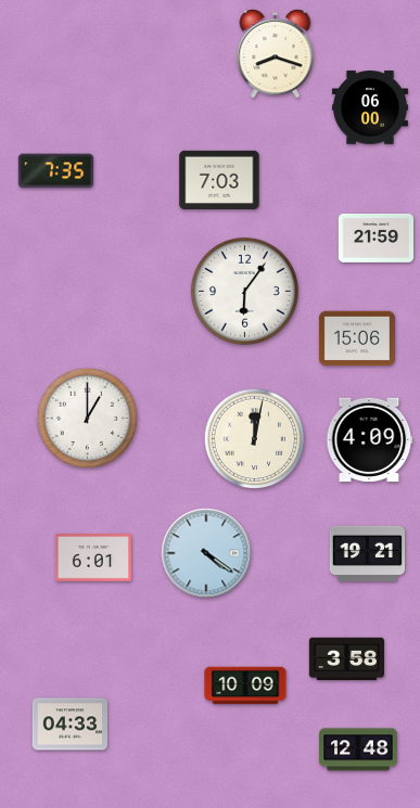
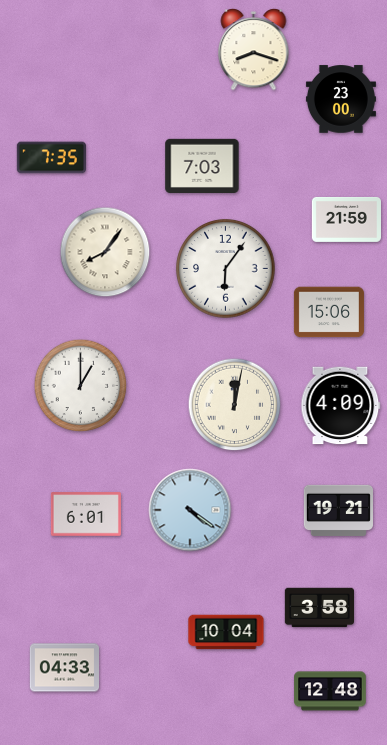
clock at (370, 107): 06:00 -> 23:00
clock at (105, 252): none -> 8:06
clock at (245, 685): 10:09 -> 10:04
